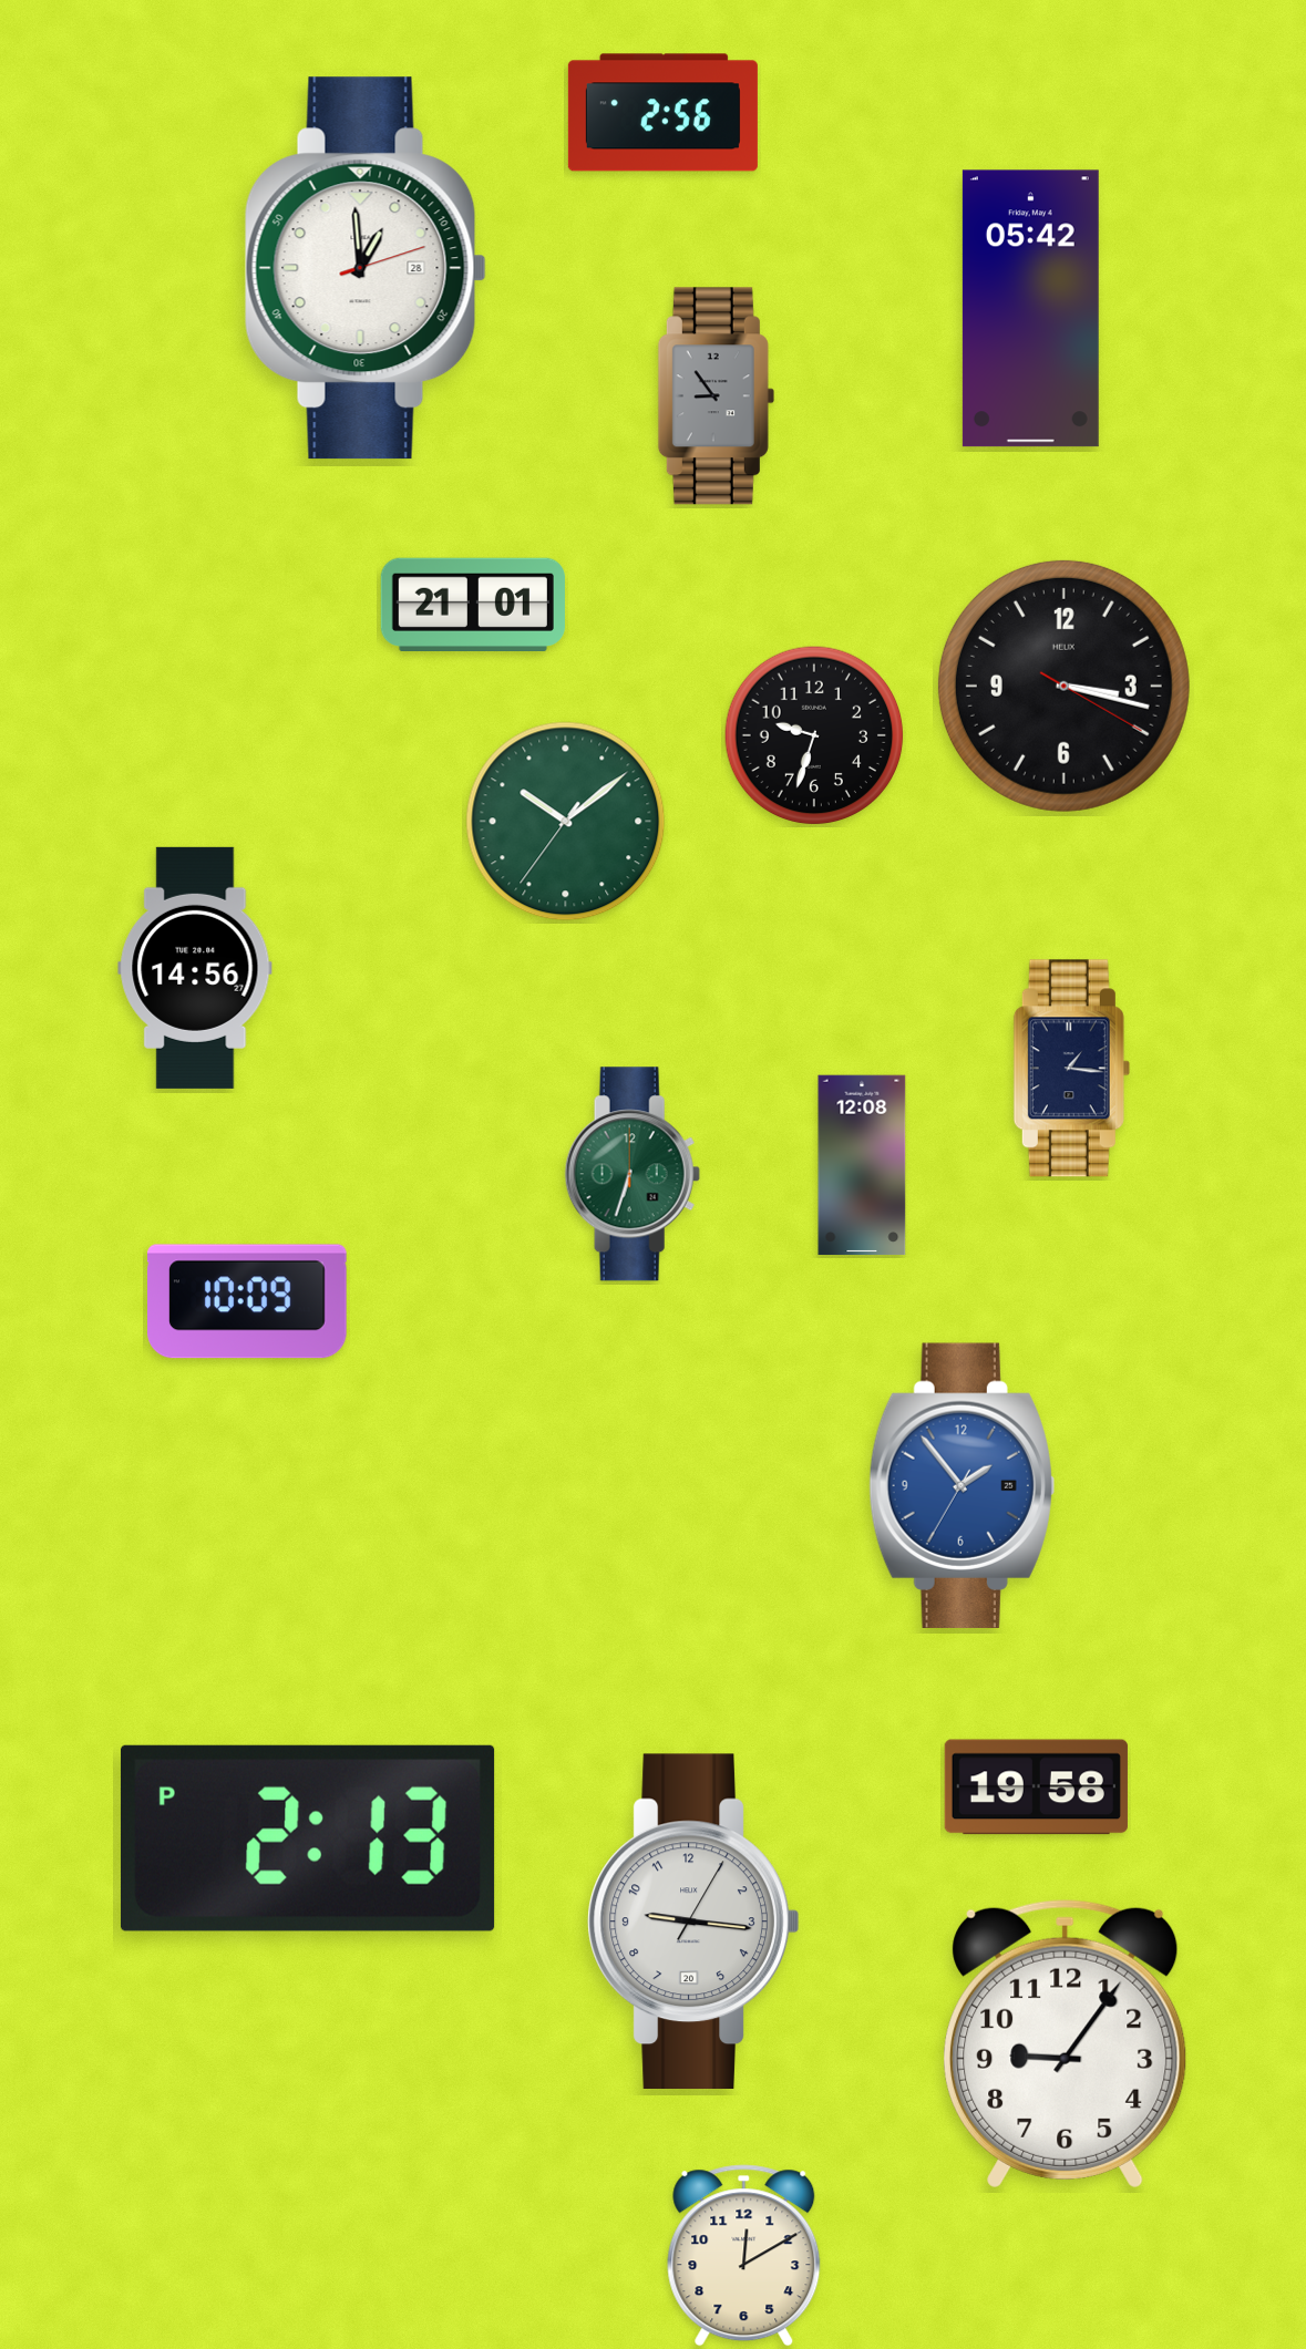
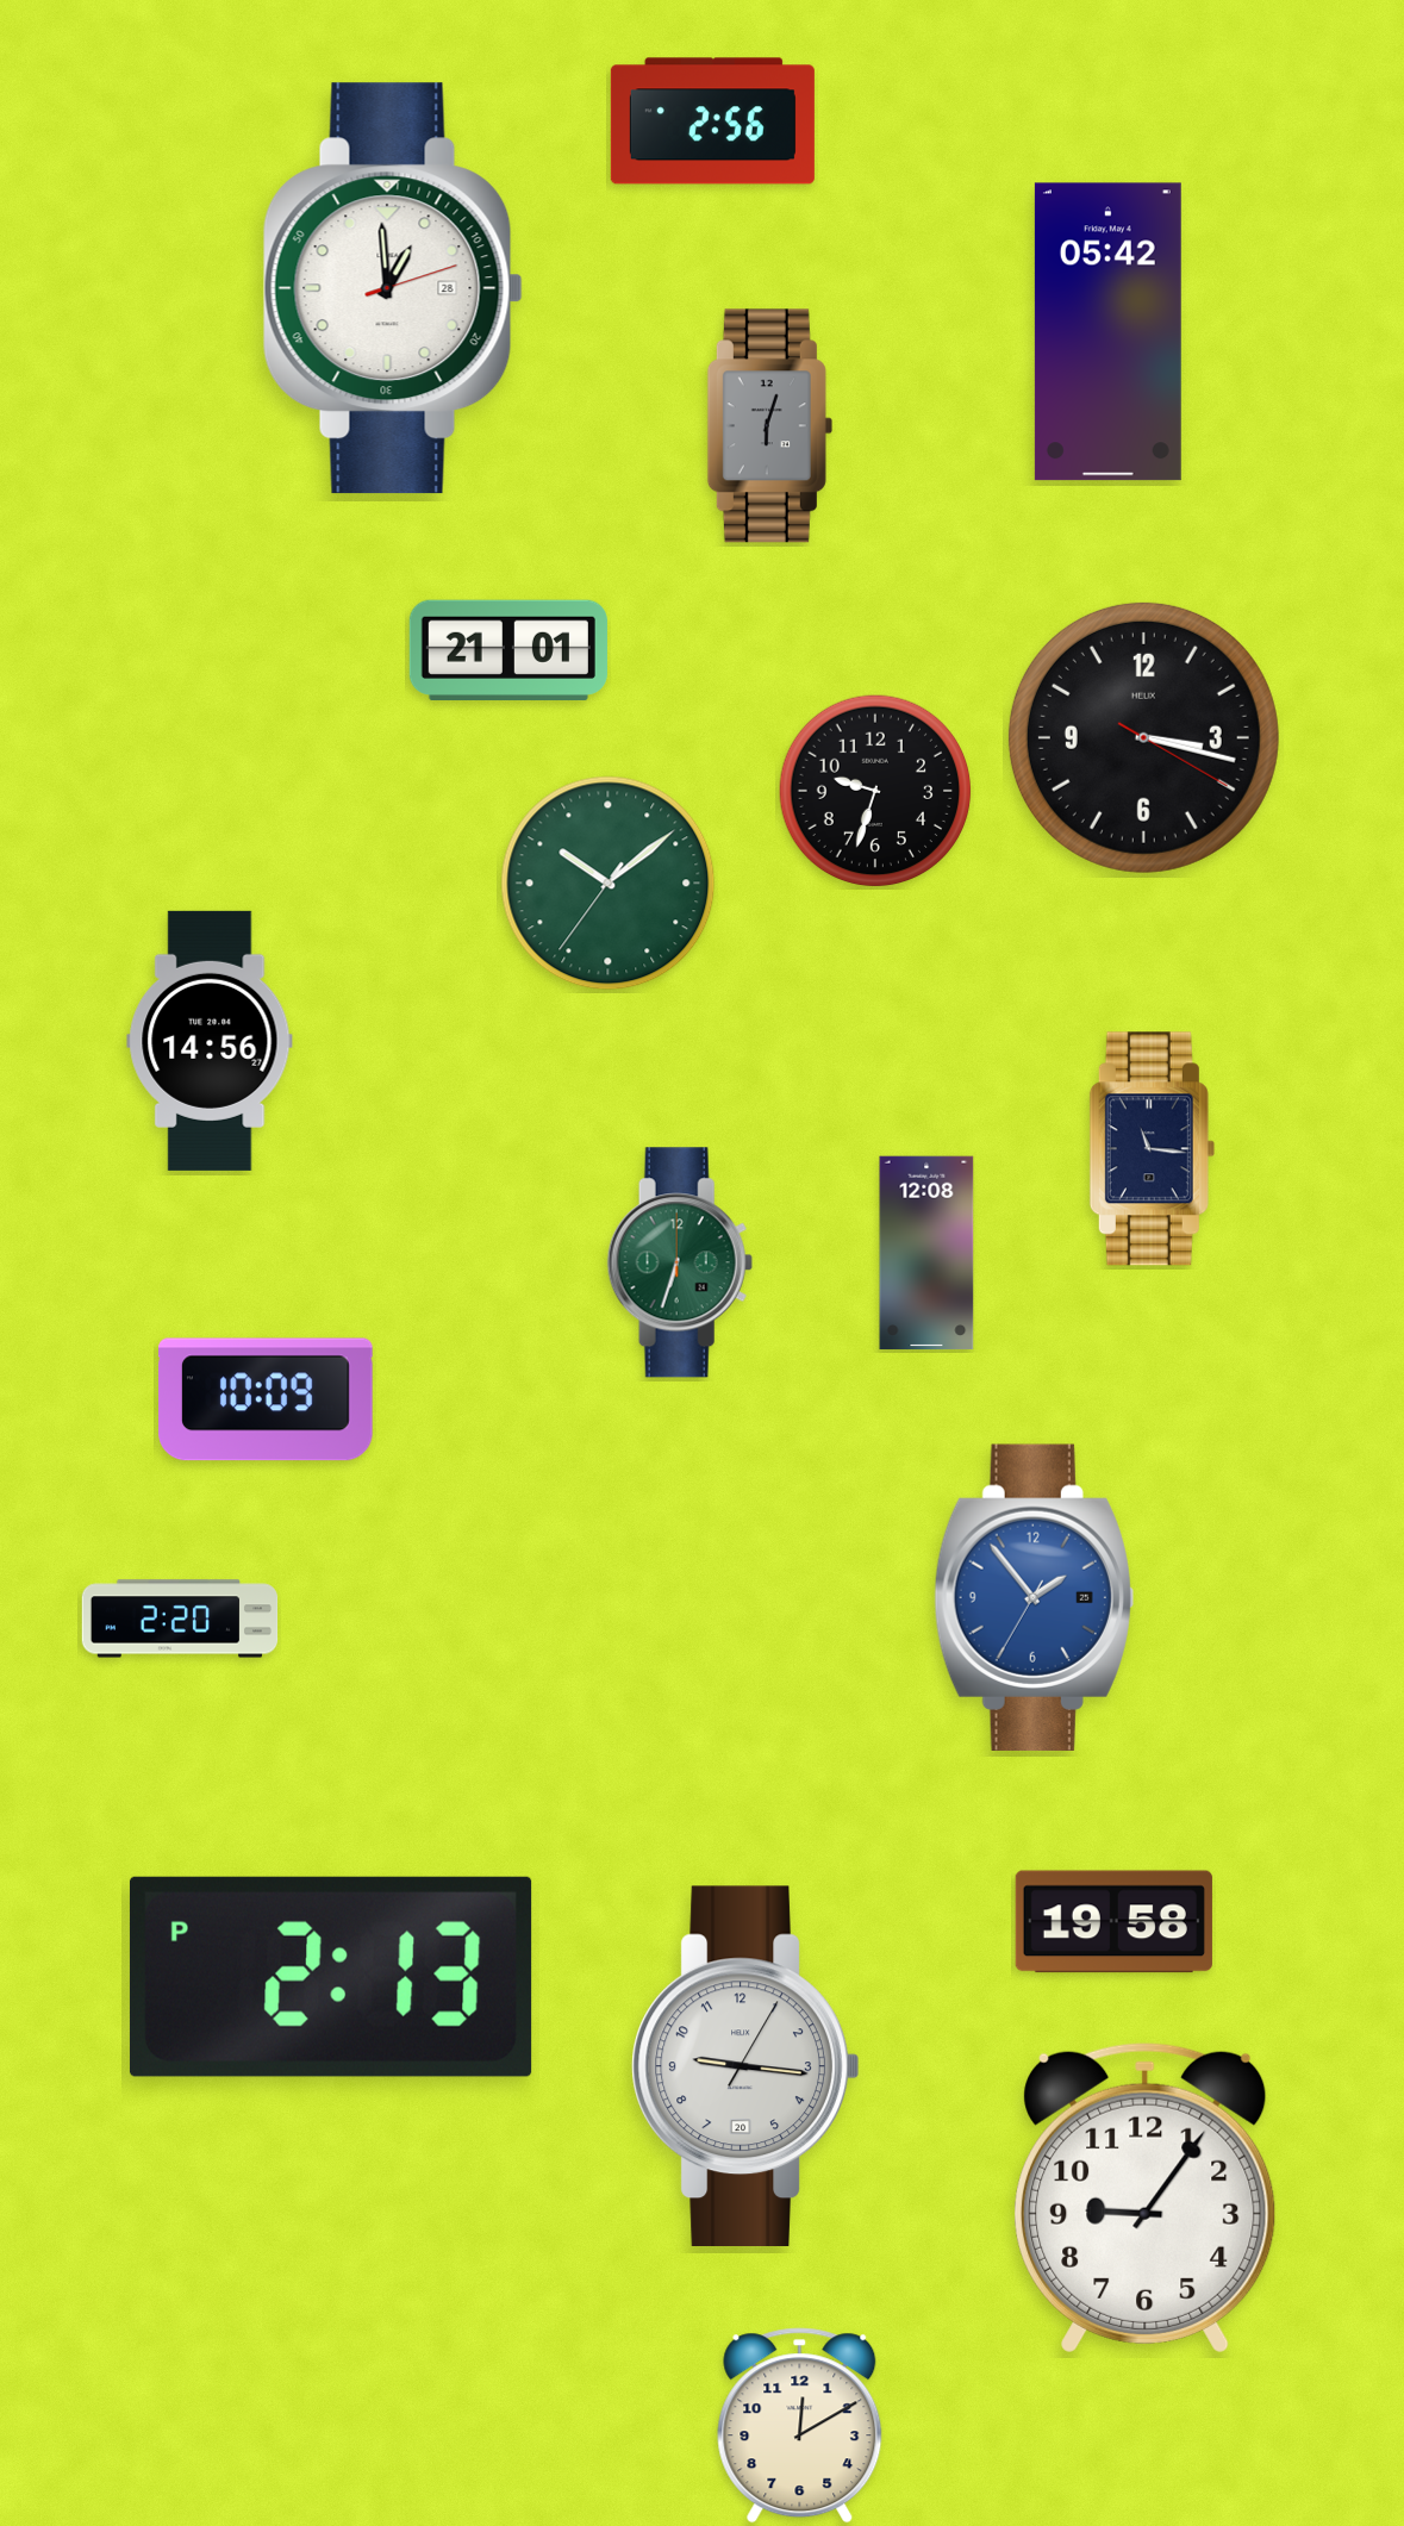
clock at (716, 396): 8:54 -> 6:03
clock at (1071, 1069): 1:16 -> 11:16
clock at (180, 1618): none -> 2:20
